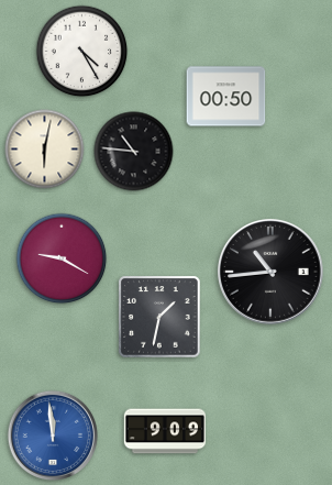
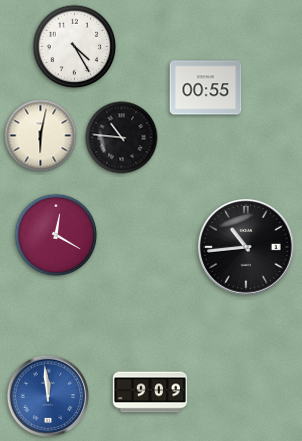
clock at (226, 97): 00:50 -> 00:55
clock at (62, 258): 9:20 -> 12:20
clock at (159, 317): 1:32 -> none
